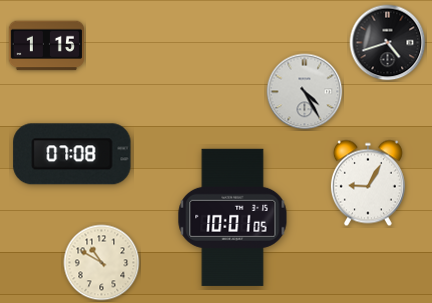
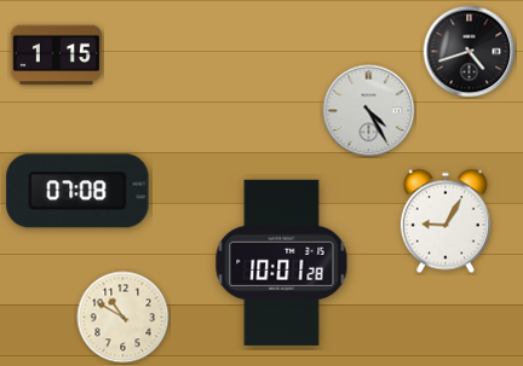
clock at (72, 154) position: (72, 154) -> (77, 191)
clock at (233, 217): 10:01:05 -> 10:01:28
